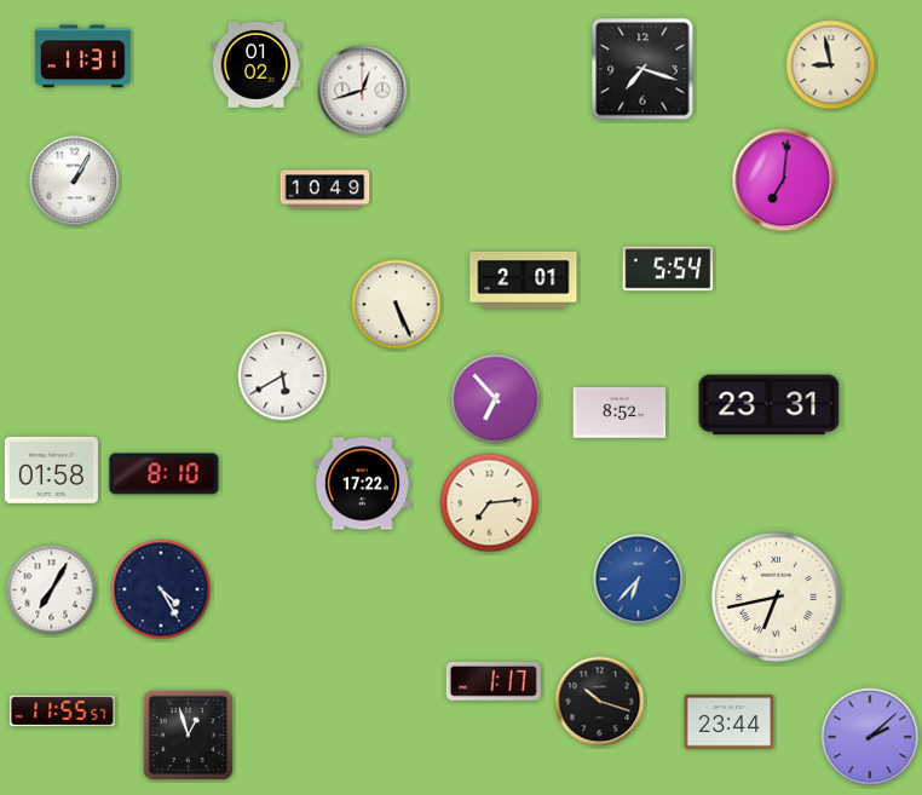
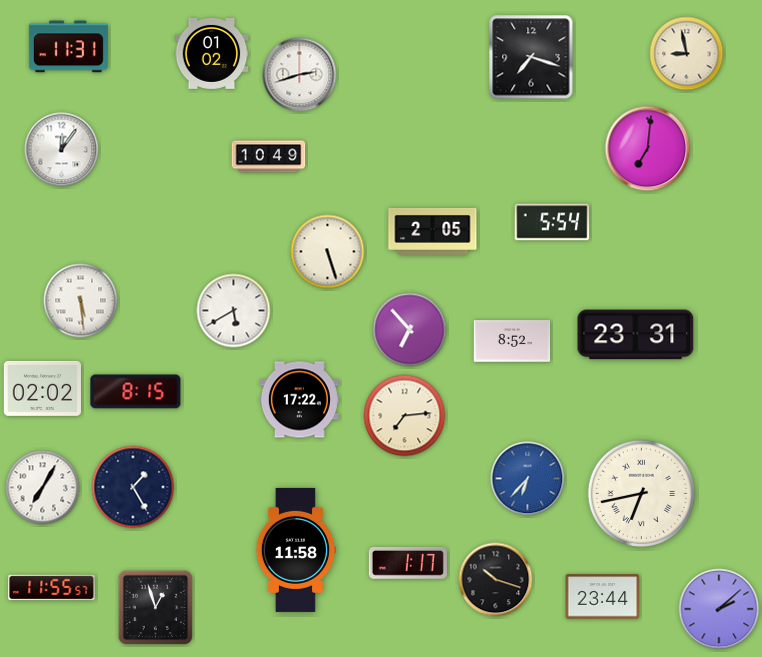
clock at (363, 91): 12:42 -> 2:42
clock at (75, 182): 1:05 -> 12:06
clock at (524, 281): 2:01 -> 2:05
clock at (397, 305): 5:26 -> 5:27
clock at (81, 301): none -> 5:29
clock at (51, 469): 01:58 -> 02:02
clock at (165, 474): 8:10 -> 8:15
clock at (161, 589): 4:25 -> 1:25
clock at (295, 550): none -> 11:58
